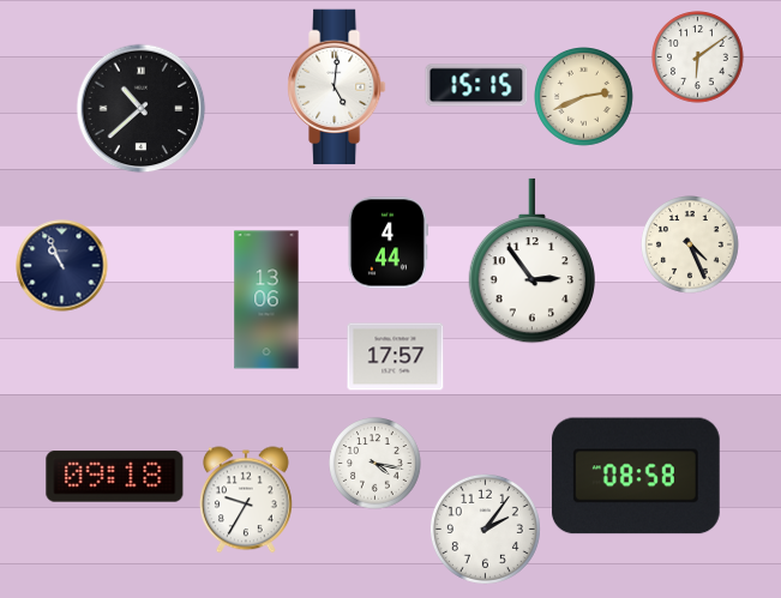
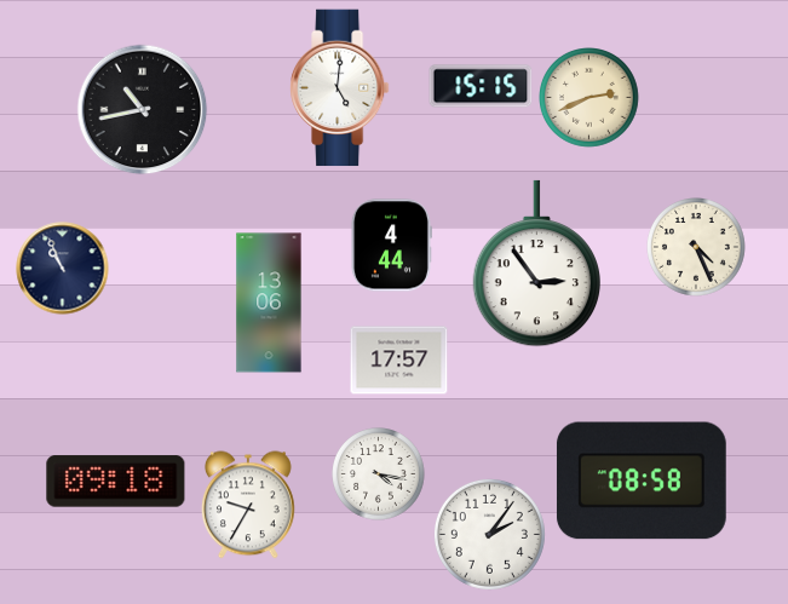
clock at (698, 58): 6:09 -> none
clock at (142, 109): 10:38 -> 10:43
clock at (376, 464) position: (376, 464) -> (379, 474)
